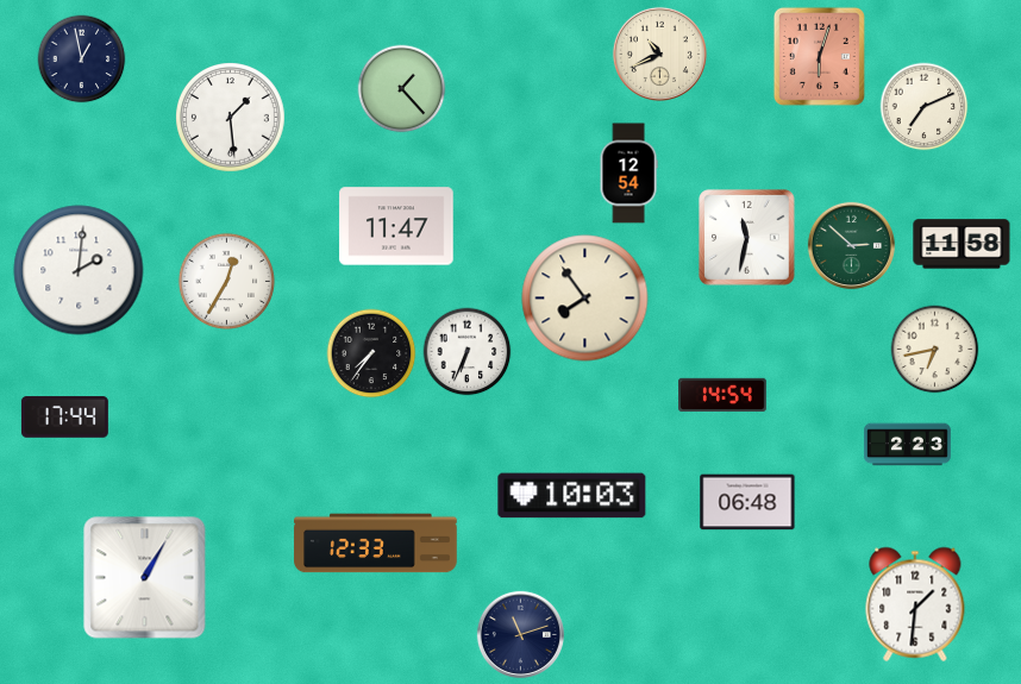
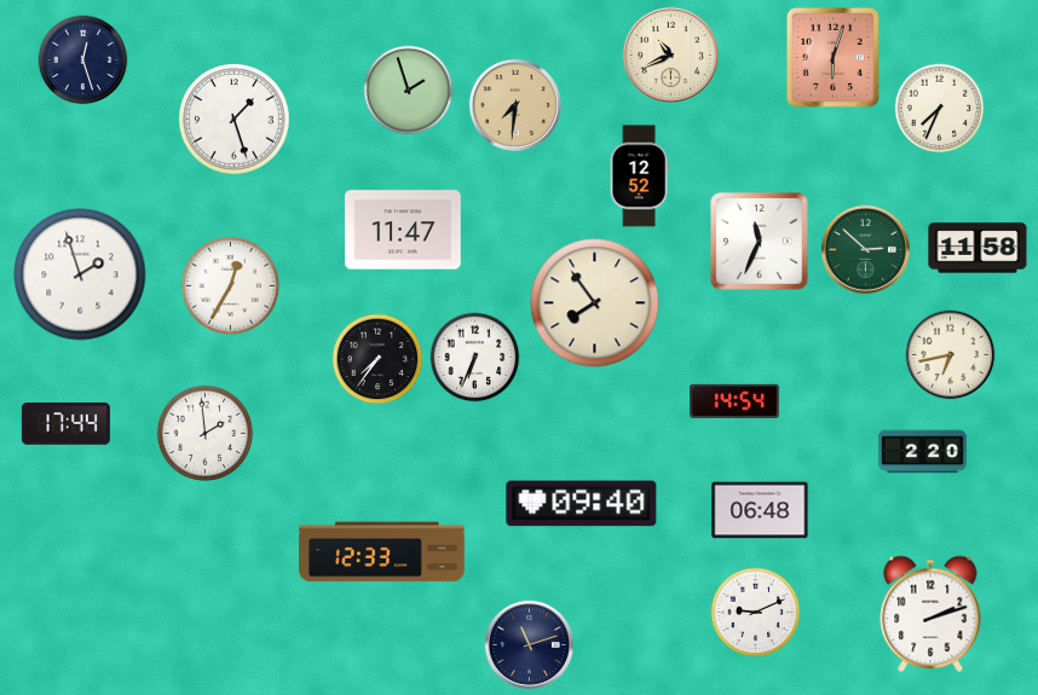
clock at (82, 59): 12:58 -> 12:27
clock at (402, 89): 1:23 -> 1:57
clock at (515, 105): none -> 7:31
clock at (925, 107): 7:11 -> 7:34
clock at (231, 118): 1:29 -> 1:27
clock at (628, 174): 12:54 -> 12:52
clock at (747, 238): 11:32 -> 11:34
clock at (79, 270): 2:01 -> 1:57
clock at (206, 434): none -> 1:59
clock at (907, 445): 2:23 -> 2:20
clock at (572, 496): 10:03 -> 09:40
clock at (145, 578): 1:05 -> none
clock at (756, 613): none -> 9:11
clock at (915, 604): 1:31 -> 2:12
